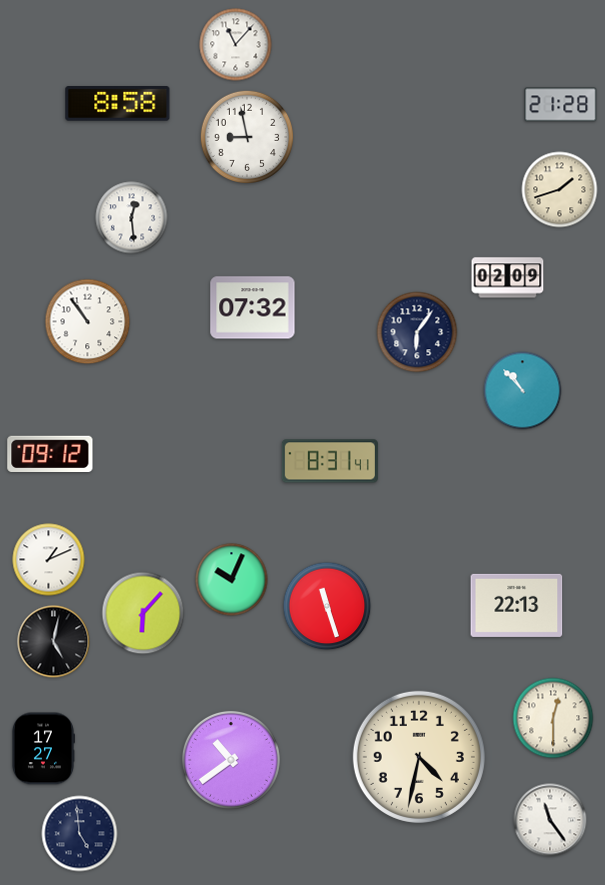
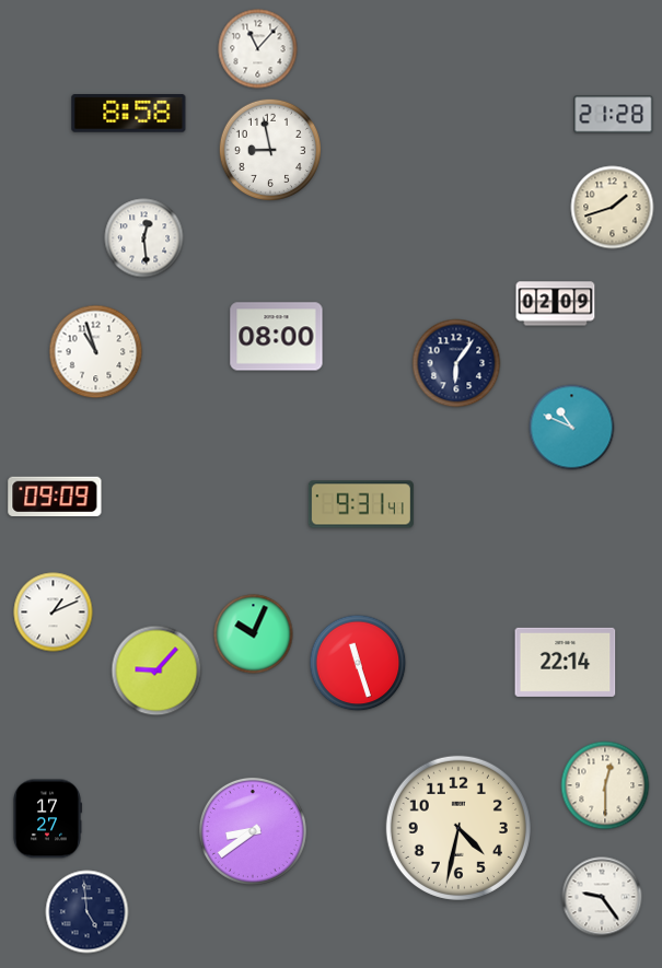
clock at (253, 308): 07:32 -> 08:00
clock at (88, 322): 10:54 -> 10:57
clock at (523, 391): 10:53 -> 10:49
clock at (50, 453): 09:12 -> 09:09
clock at (330, 461): 8:31 -> 9:31
clock at (517, 605): 22:13 -> 22:14
clock at (143, 613): 6:07 -> 9:07
clock at (54, 642): 5:02 -> none
clock at (231, 760): 10:39 -> 8:39
clock at (550, 820): 11:24 -> 9:24
